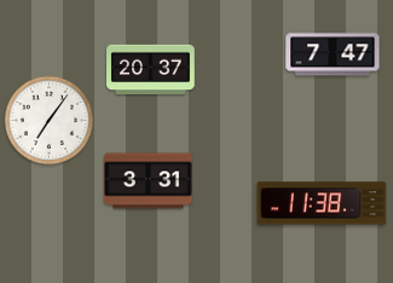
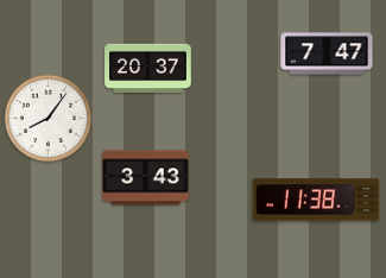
clock at (50, 121): 7:06 -> 8:06
clock at (149, 181): 3:31 -> 3:43
